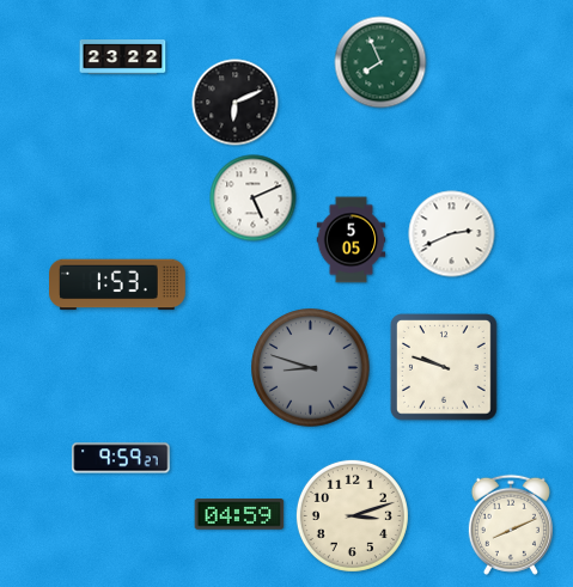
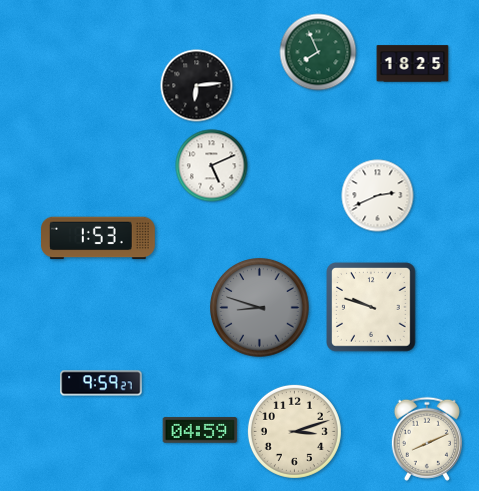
clock at (123, 57): 23:22 -> none
clock at (413, 64): none -> 18:25
clock at (236, 103): 6:11 -> 6:14
clock at (352, 240): 5:05 -> none
